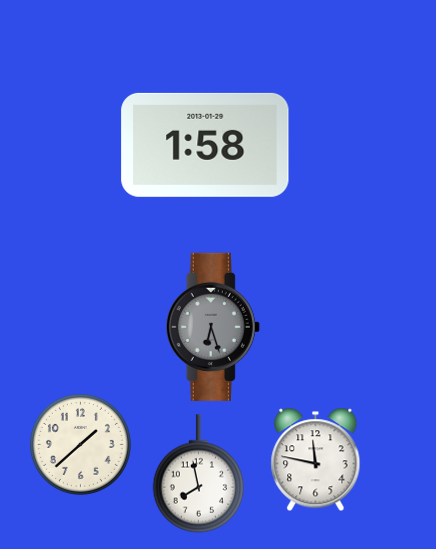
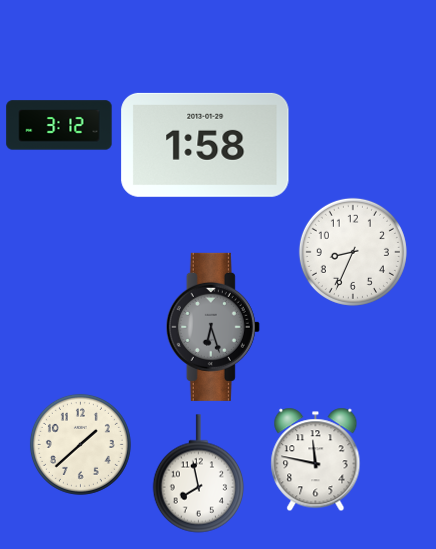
clock at (59, 125): none -> 3:12
clock at (353, 252): none -> 8:34
